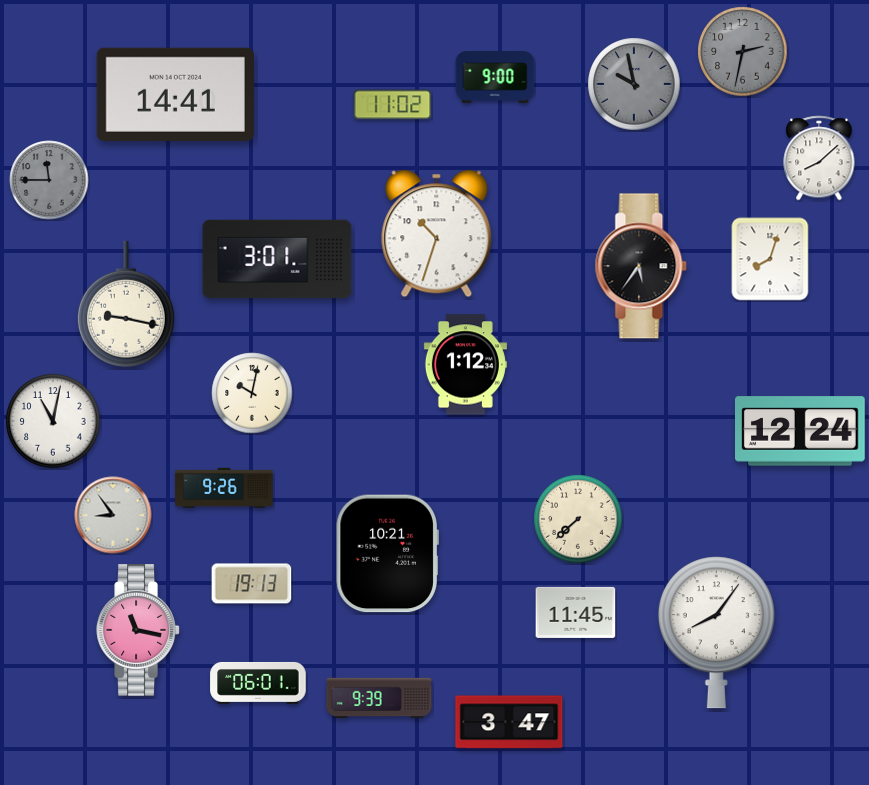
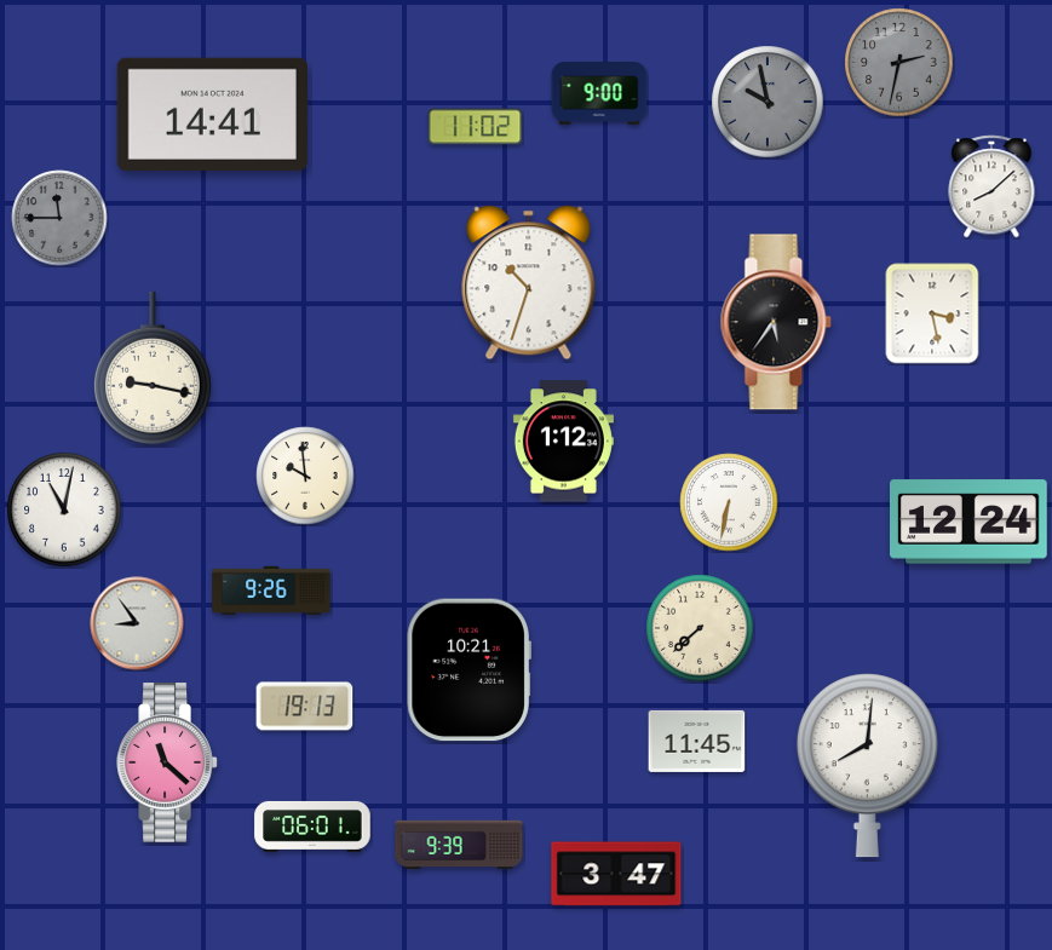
clock at (819, 158) position: (819, 158) -> (991, 186)
clock at (277, 259): 3:01 -> none
clock at (770, 259): 8:03 -> 3:28
clock at (252, 393): 10:02 -> 9:59
clock at (729, 502): none -> 6:32
clock at (138, 630): 11:17 -> 11:22
clock at (716, 633): 8:06 -> 8:01
